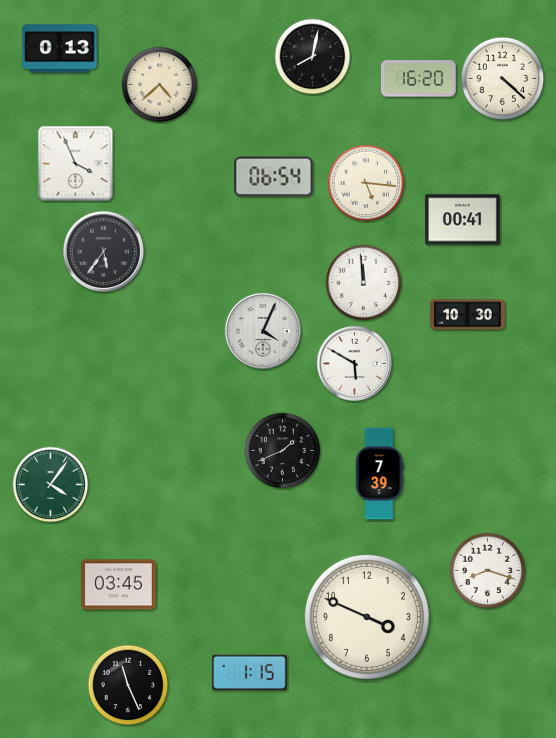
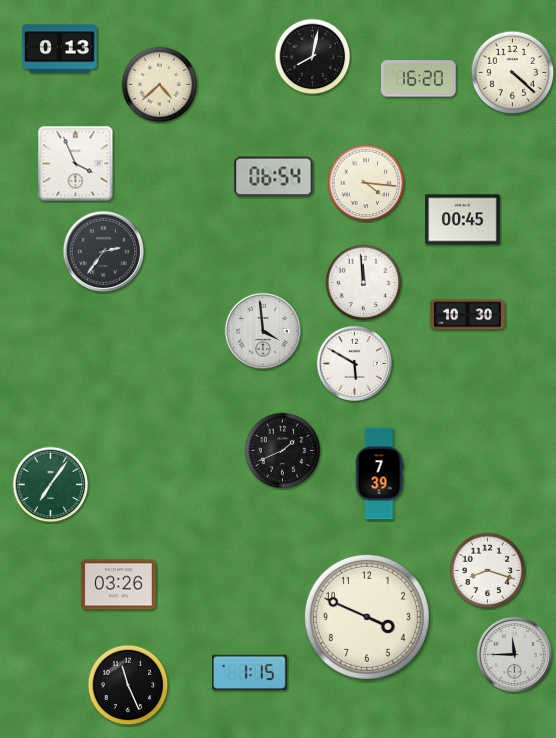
clock at (503, 79) position: (503, 79) -> (513, 73)
clock at (366, 183): 5:16 -> 4:16
clock at (463, 220): 00:41 -> 00:45
clock at (103, 251): 5:36 -> 2:36
clock at (263, 331): 4:04 -> 3:59
clock at (51, 485): 4:06 -> 7:06
clock at (119, 585): 03:45 -> 03:26
clock at (514, 654): none -> 11:45
